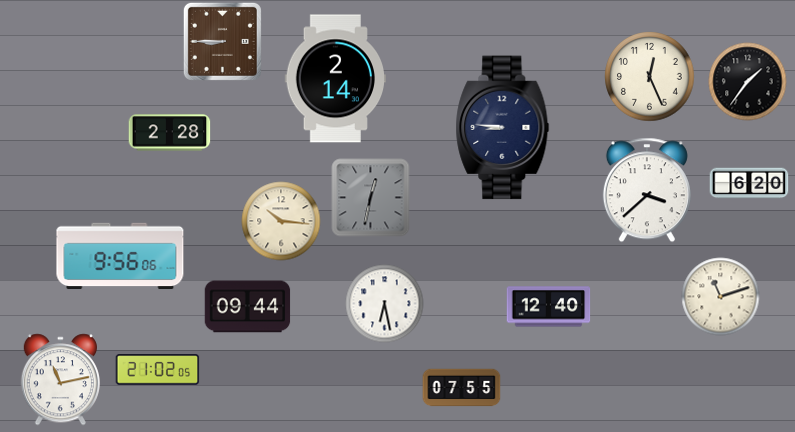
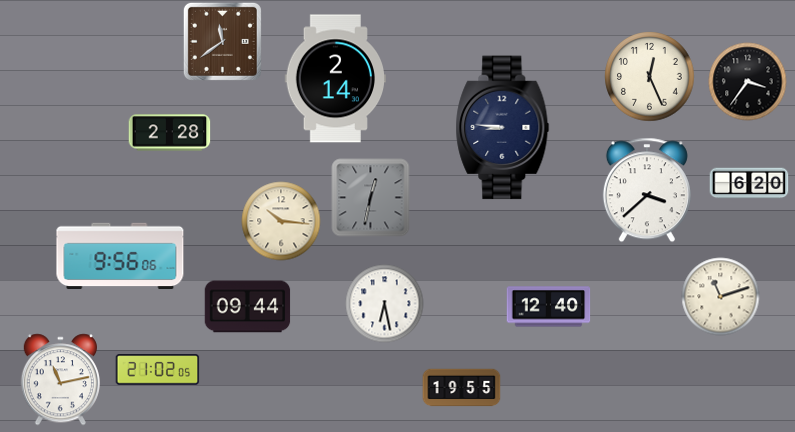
clock at (222, 41): 8:45 -> 11:39
clock at (747, 81): 1:36 -> 3:36
clock at (461, 388): 07:55 -> 19:55
